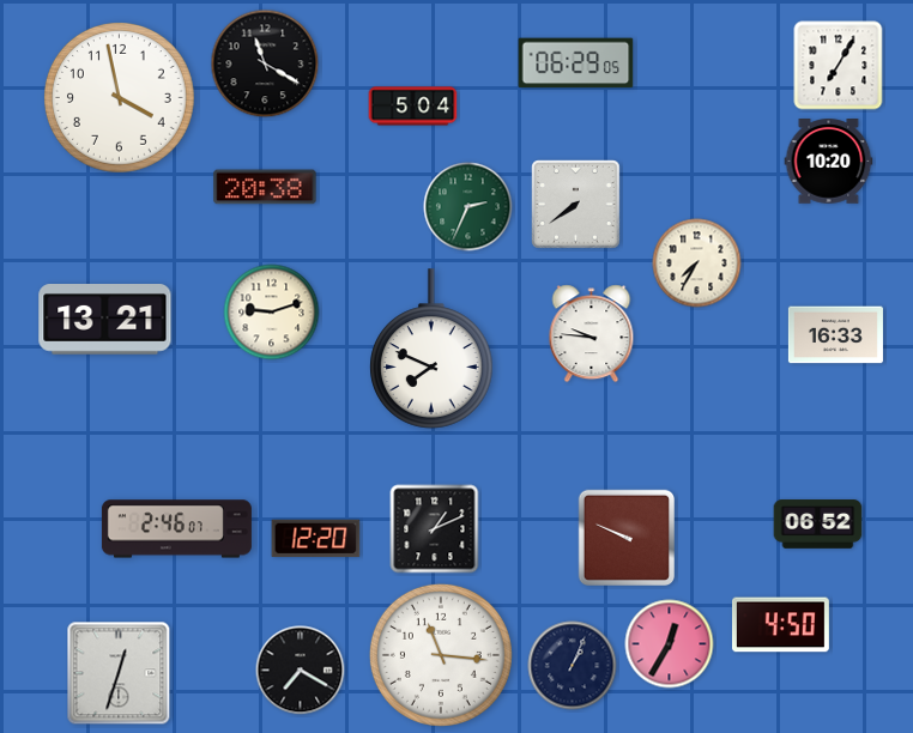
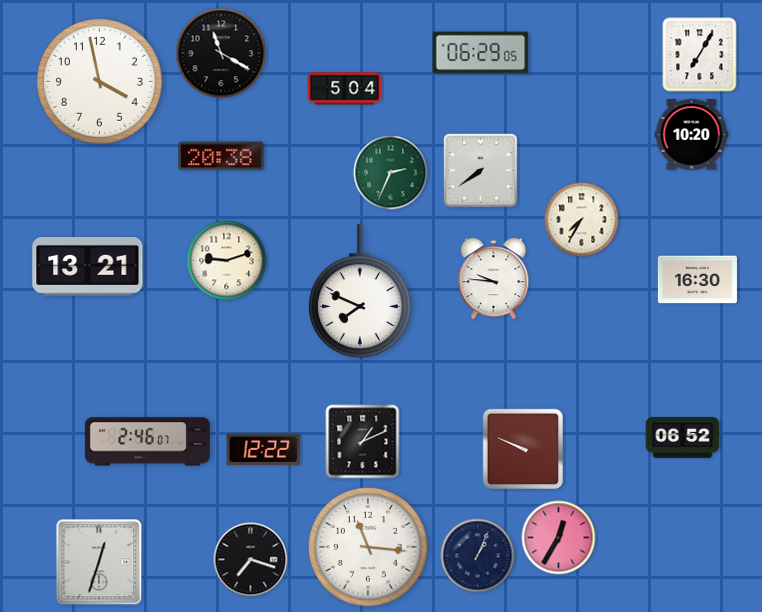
clock at (835, 335): 16:33 -> 16:30
clock at (316, 539): 12:20 -> 12:22
clock at (780, 625): 4:50 -> none
clock at (301, 671): 7:20 -> 7:18
